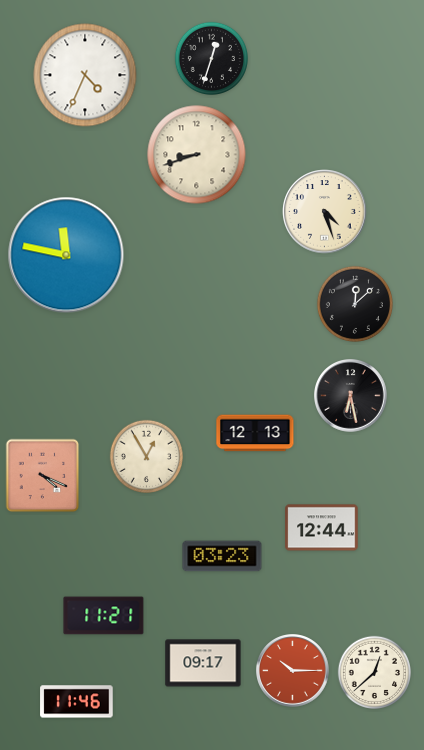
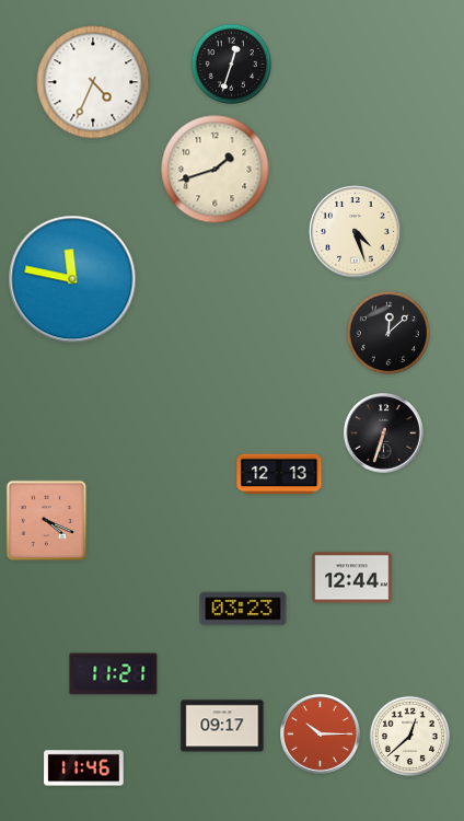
clock at (197, 155): 8:42 -> 1:42
clock at (351, 396): 6:28 -> 6:33
clock at (146, 456): 12:55 -> none
